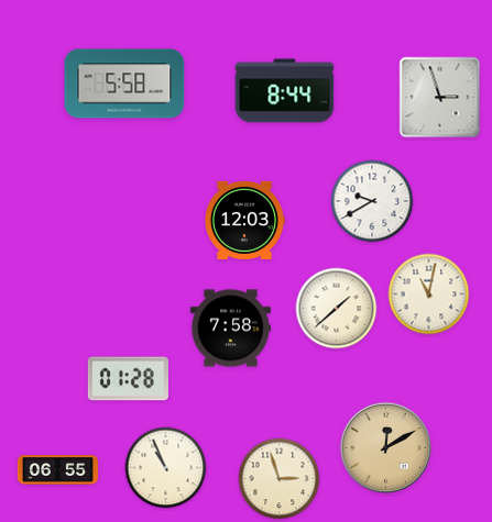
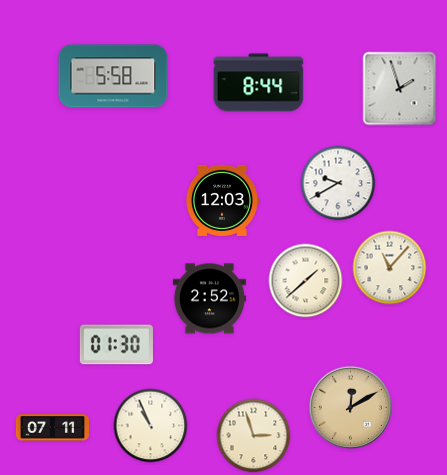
clock at (440, 98): 2:57 -> 1:57
clock at (429, 295): 11:02 -> 11:07
clock at (230, 329): 7:58 -> 2:52
clock at (128, 379): 01:28 -> 01:30
clock at (57, 470): 06:55 -> 07:11
